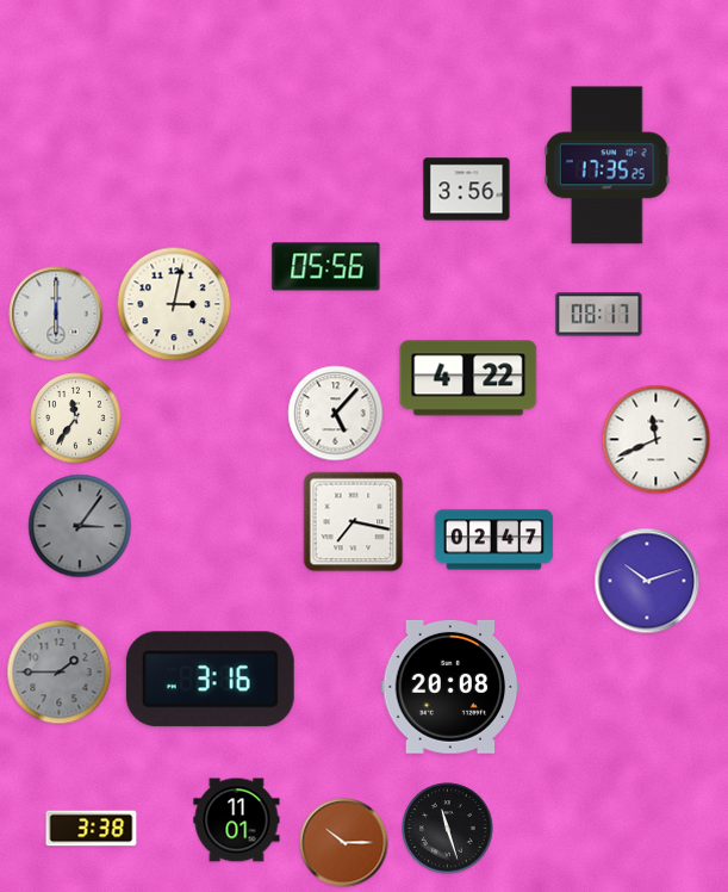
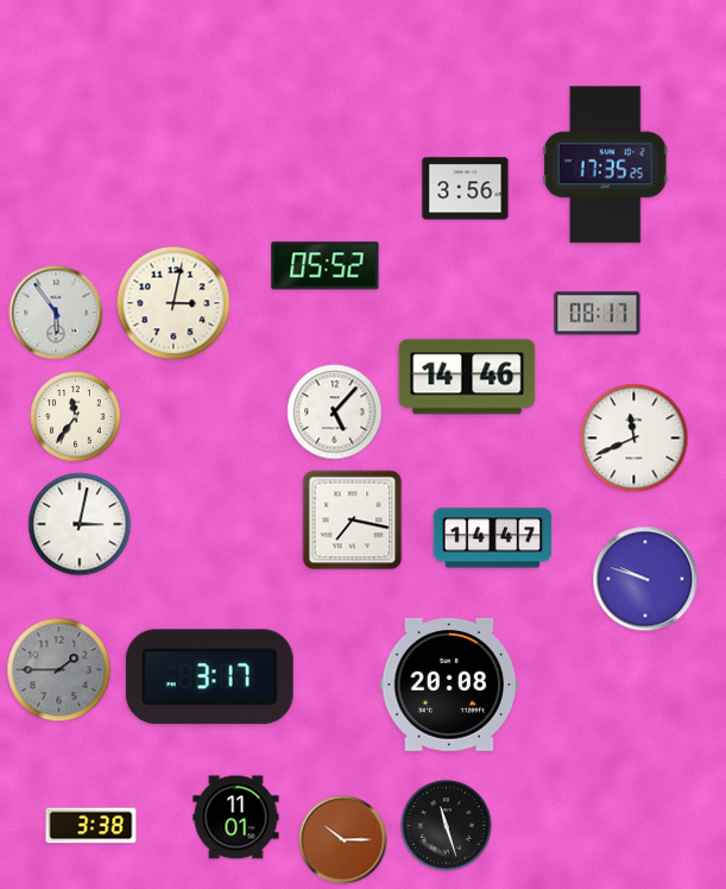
clock at (326, 267): 05:56 -> 05:52
clock at (56, 314): 6:00 -> 5:54
clock at (468, 378): 4:22 -> 14:46
clock at (657, 440) position: (657, 440) -> (635, 439)
clock at (80, 526): 3:06 -> 3:02
clock at (80, 526) dial: grey -> white
clock at (494, 540): 02:47 -> 14:47
clock at (647, 581): 10:12 -> 9:48
clock at (210, 680): 3:16 -> 3:17
